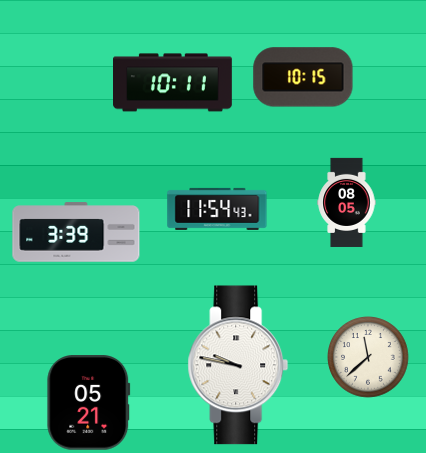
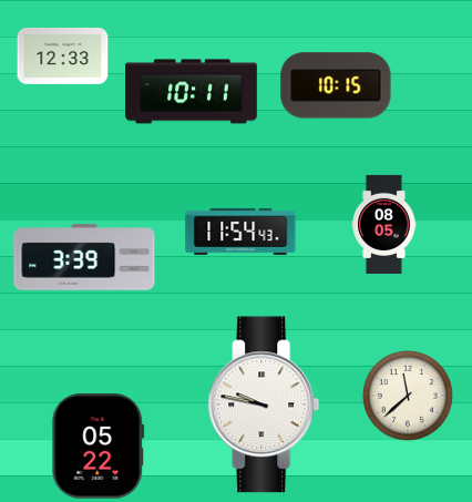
clock at (63, 55): none -> 12:33
clock at (89, 403): 05:21 -> 05:22
